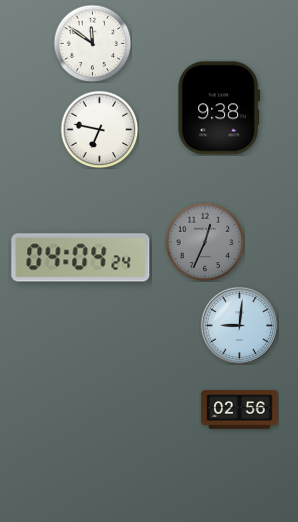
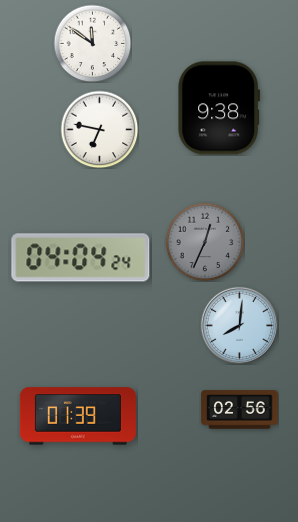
clock at (239, 325): 9:01 -> 8:01
clock at (78, 416): none -> 01:39
